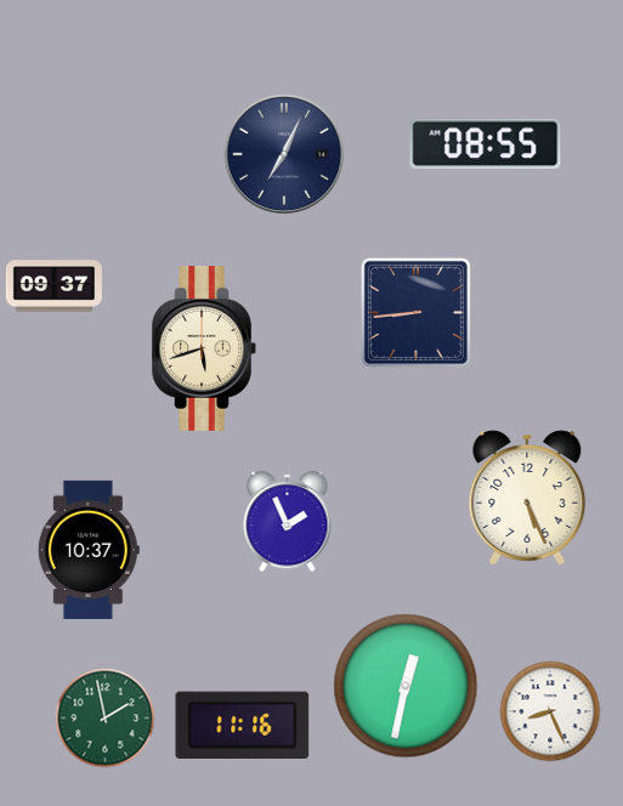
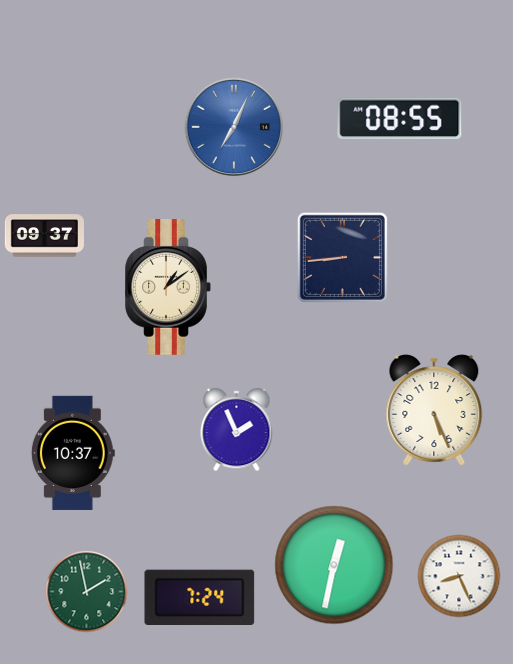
clock at (284, 154) dial: navy -> blue
clock at (204, 350): 5:42 -> 1:09
clock at (550, 711) position: (550, 711) -> (459, 576)
clock at (243, 725): 11:16 -> 7:24
